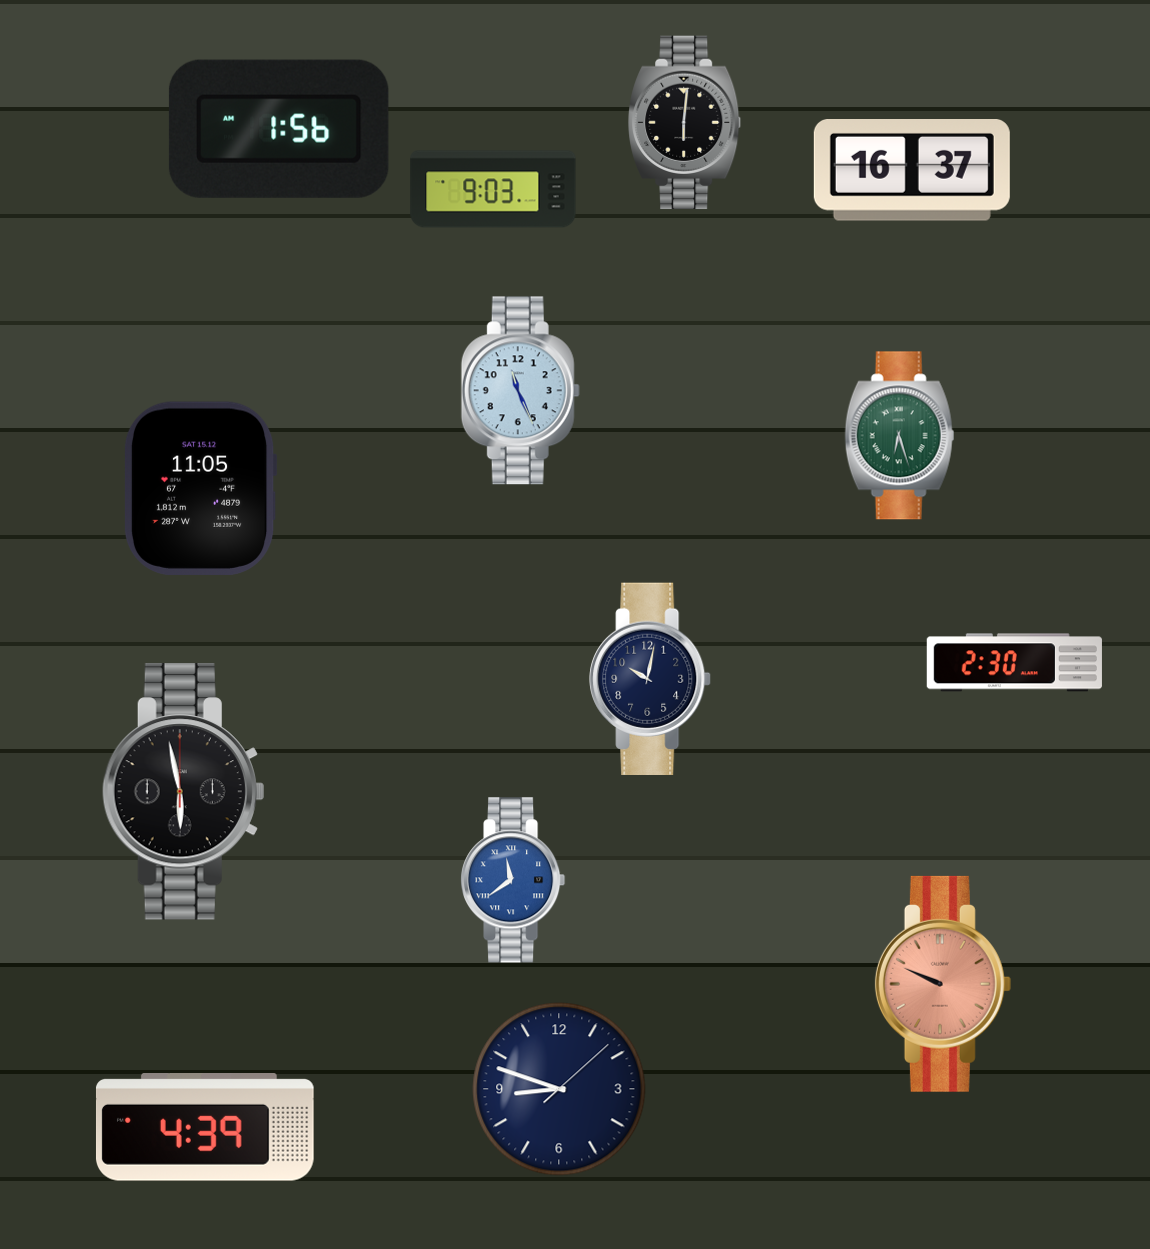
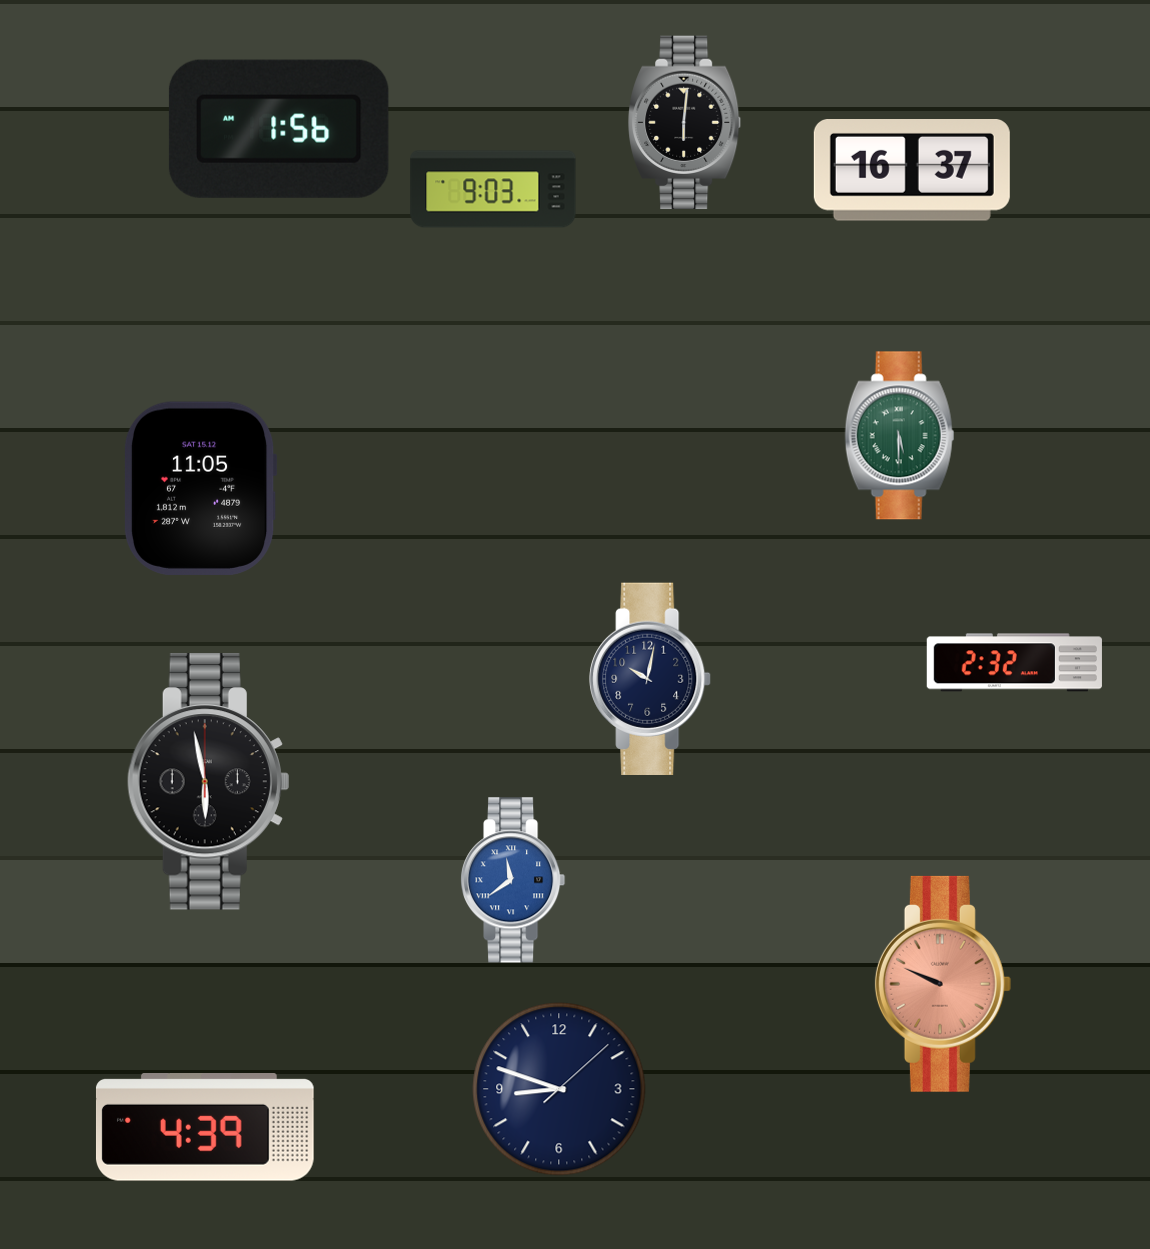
clock at (520, 391): 11:26 -> none
clock at (900, 436): 6:27 -> 5:30
clock at (1014, 663): 2:30 -> 2:32
clock at (183, 792) position: (183, 792) -> (208, 782)
